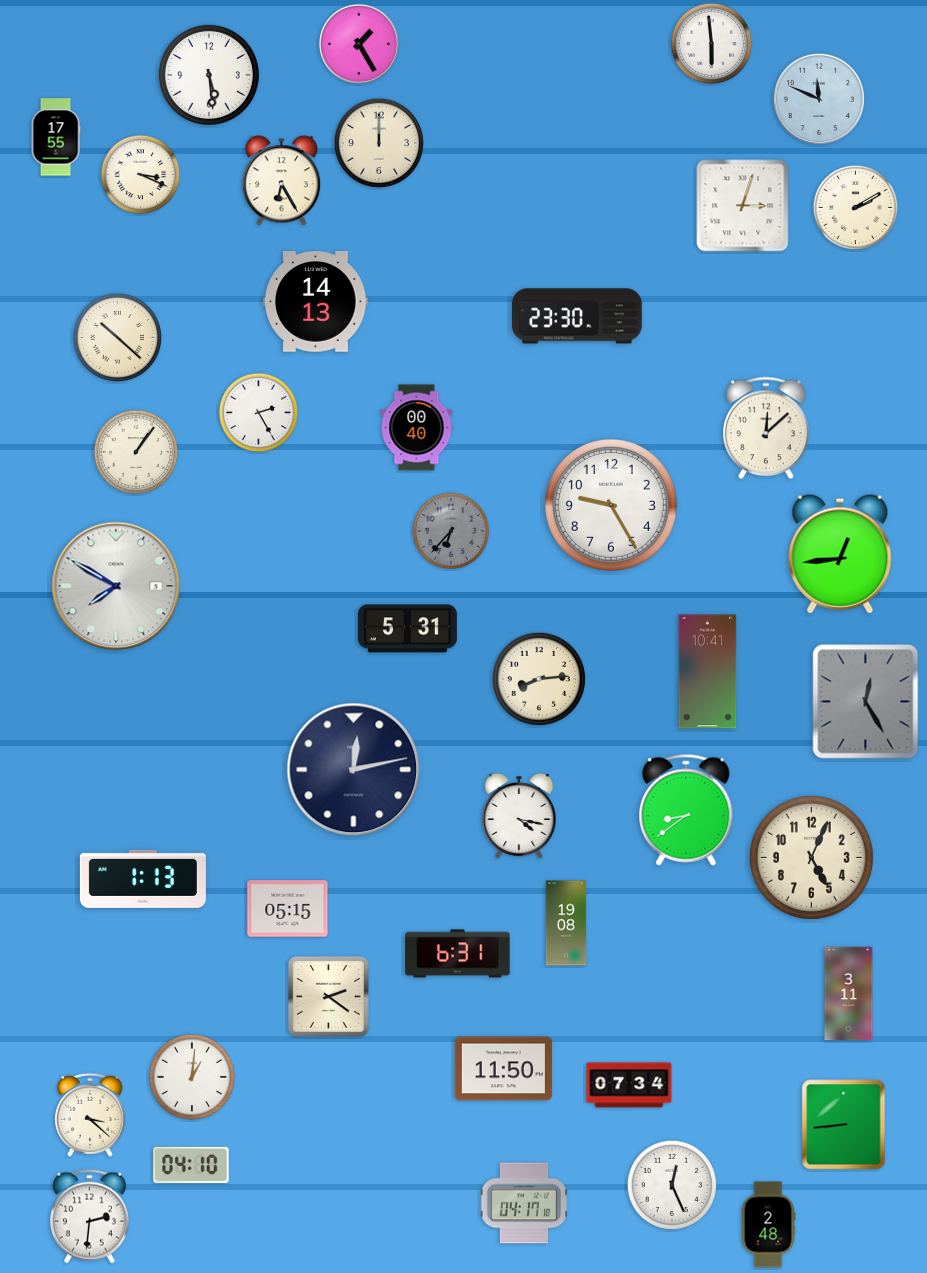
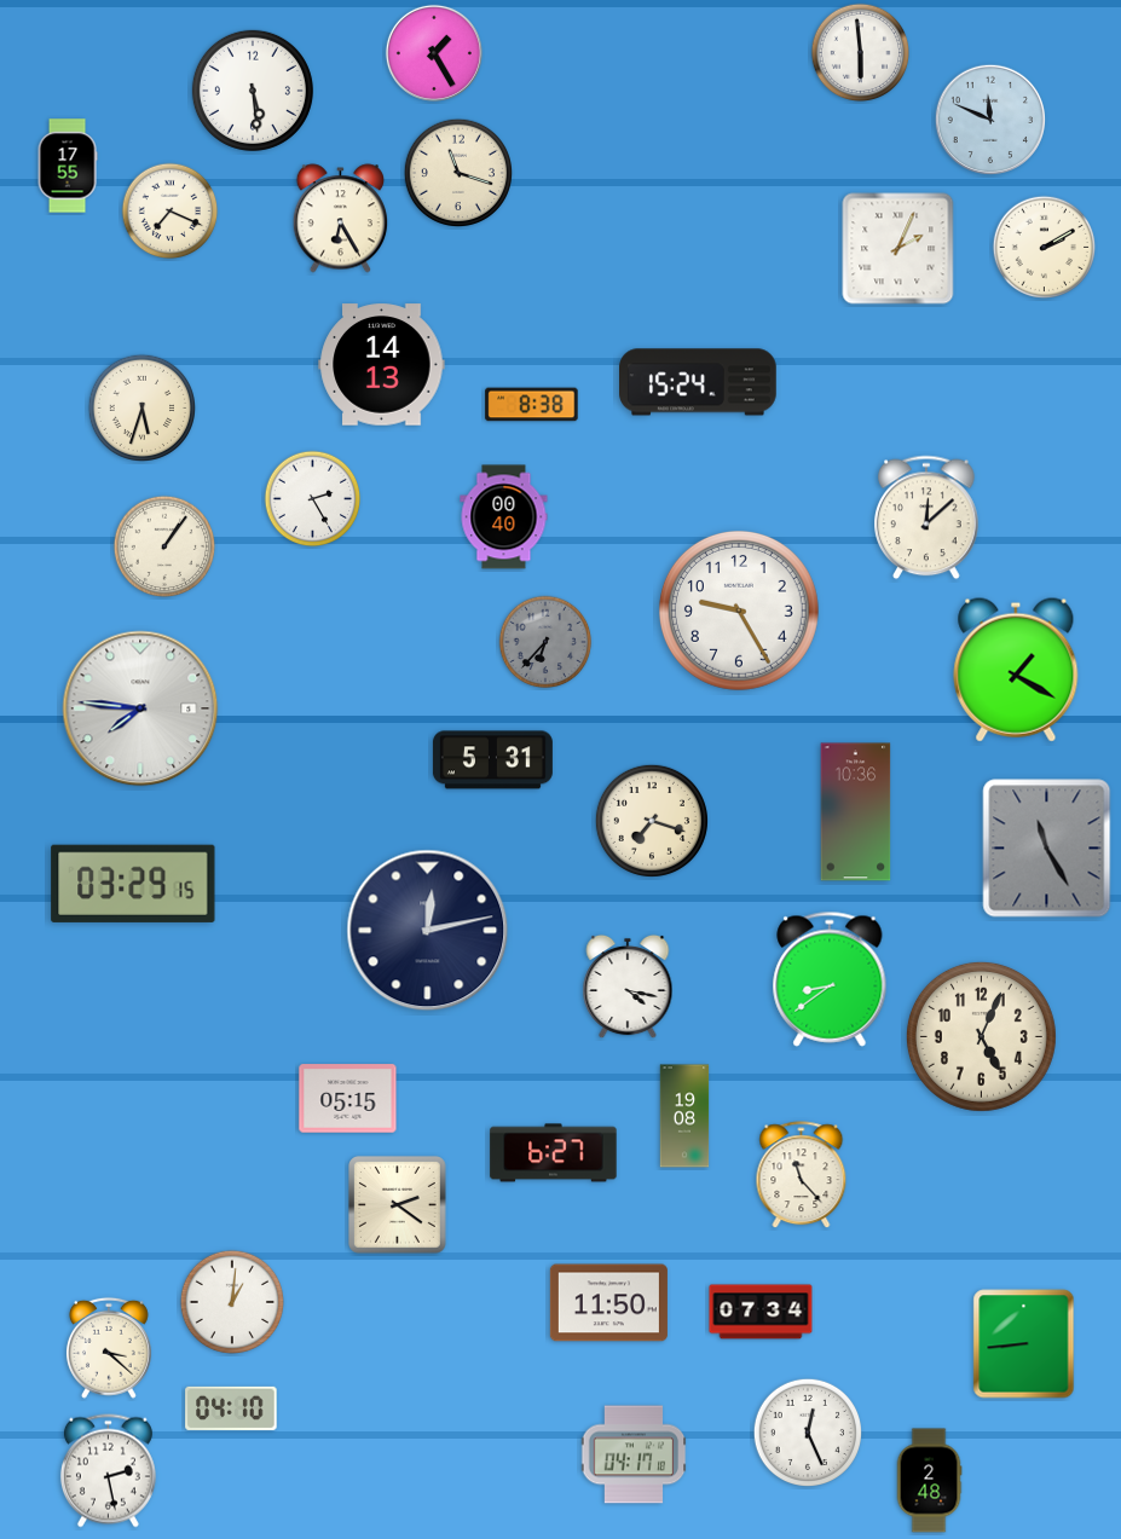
clock at (378, 142): 12:00 -> 11:18
clock at (141, 175): 3:19 -> 7:19
clock at (743, 206): 3:03 -> 2:04
clock at (856, 208) position: (856, 208) -> (1045, 248)
clock at (578, 316): 23:30 -> 15:24
clock at (532, 405): none -> 8:38
clock at (117, 337): 10:22 -> 5:33
clock at (840, 554): 12:44 -> 1:20
clock at (116, 586): 7:50 -> 7:46
clock at (708, 672): 10:41 -> 10:36
clock at (539, 679): 8:14 -> 7:18
clock at (866, 702): 12:25 -> 11:25
clock at (133, 884): none -> 03:29
clock at (143, 879): 1:13 -> none
clock at (458, 954): 6:31 -> 6:27
clock at (802, 1175): none -> 11:23
clock at (849, 994): 3:11 -> none
clock at (503, 1069) position: (503, 1069) -> (608, 1303)
clock at (844, 1125) position: (844, 1125) -> (1024, 1344)
clock at (671, 1184) position: (671, 1184) -> (807, 1431)
clock at (89, 1217): 2:31 -> 2:28
